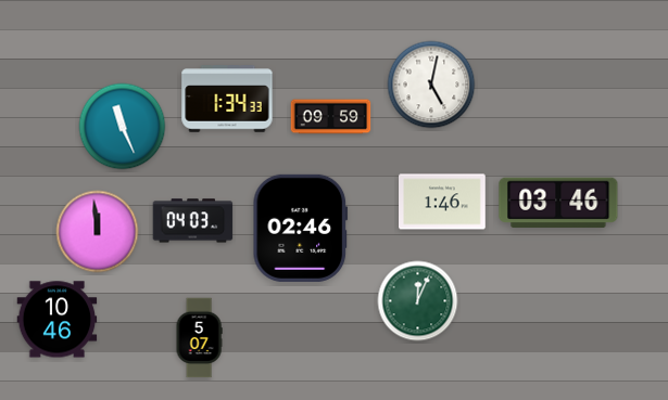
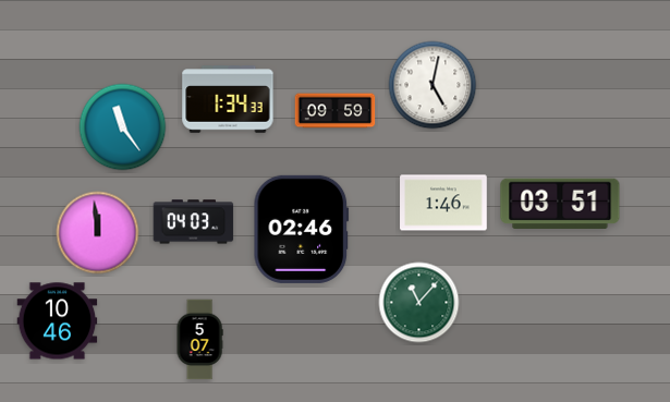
clock at (331, 117) position: (331, 117) -> (336, 111)
clock at (123, 127): 11:26 -> 11:24
clock at (558, 203): 03:46 -> 03:51
clock at (418, 301): 12:04 -> 11:07
